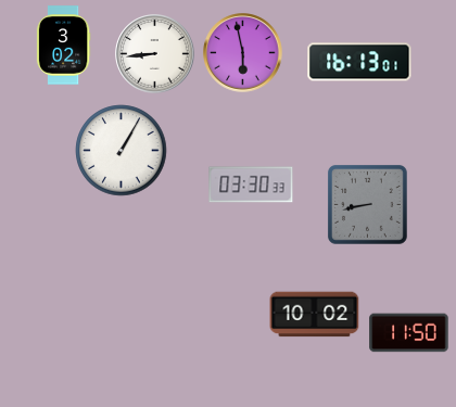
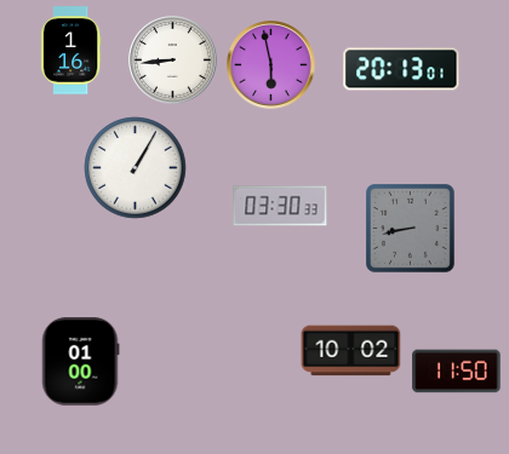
clock at (63, 46): 3:02 -> 1:16
clock at (243, 53) position: (243, 53) -> (271, 65)
clock at (359, 62): 16:13 -> 20:13
clock at (81, 362): none -> 01:00
